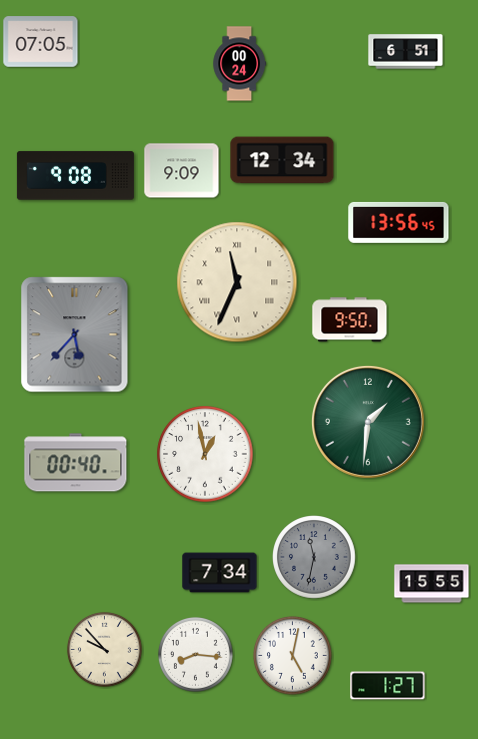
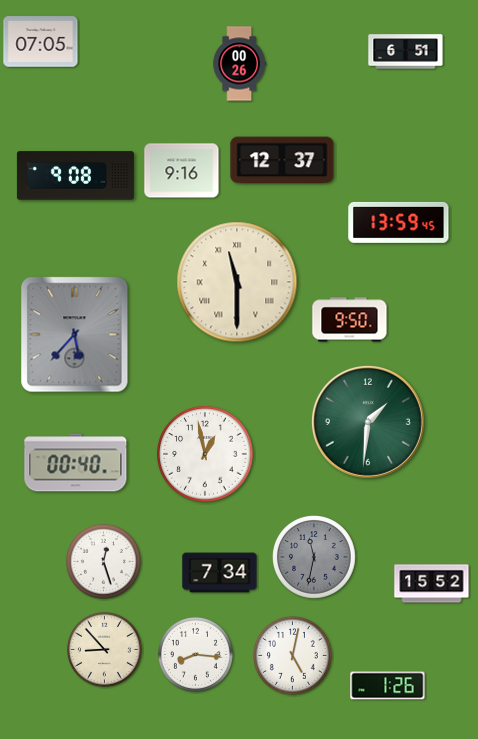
clock at (240, 64): 00:24 -> 00:26
clock at (282, 160): 12:34 -> 12:37
clock at (182, 171): 9:09 -> 9:16
clock at (399, 222): 13:56 -> 13:59
clock at (237, 282): 11:34 -> 11:30
clock at (103, 561): none -> 12:27
clock at (432, 584): 15:55 -> 15:52
clock at (104, 649): 9:53 -> 8:53
clock at (388, 686): 1:27 -> 1:26
